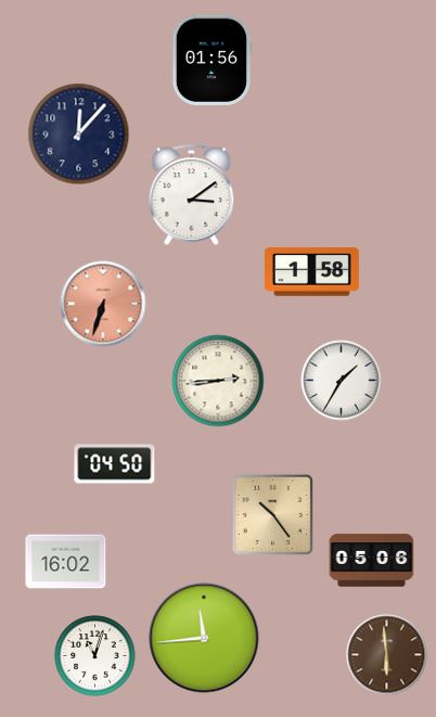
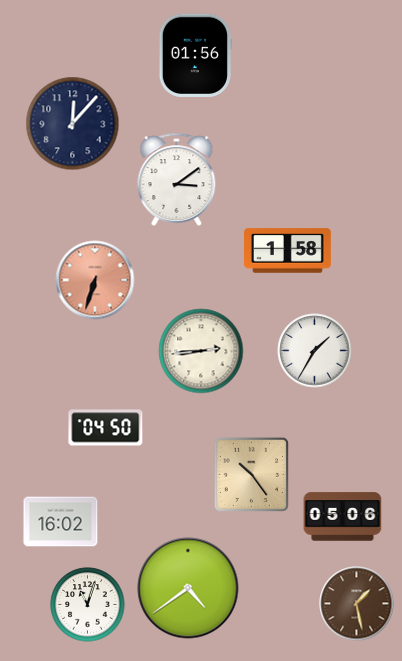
clock at (66, 562) position: (66, 562) -> (61, 522)
clock at (204, 638): 11:44 -> 4:39
clock at (387, 655): 5:59 -> 1:28
